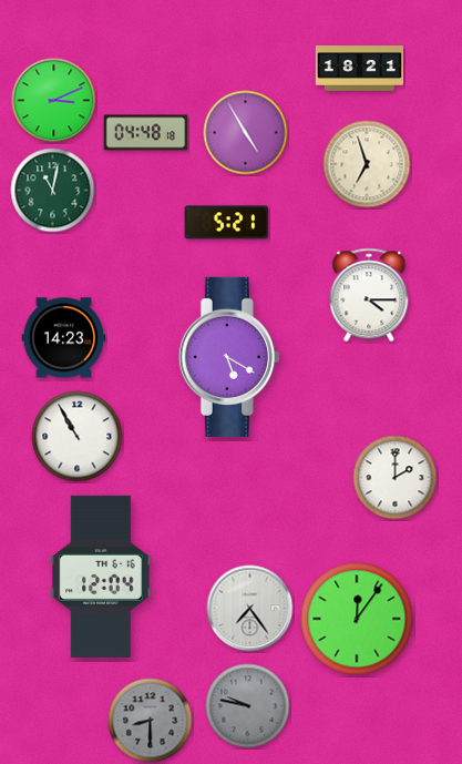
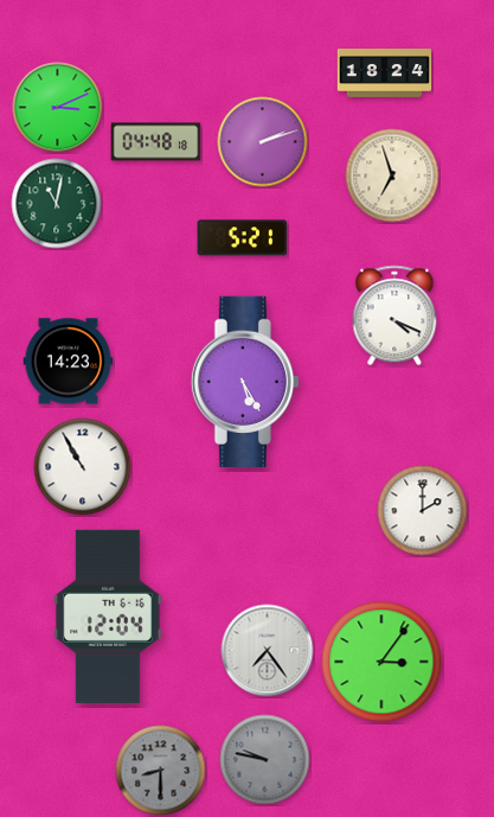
clock at (360, 69): 18:21 -> 18:24
clock at (246, 133): 4:55 -> 2:12
clock at (369, 295): 4:15 -> 4:19
clock at (229, 357): 5:20 -> 5:25
clock at (357, 619): 12:06 -> 3:06
clock at (248, 706) position: (248, 706) -> (265, 760)
